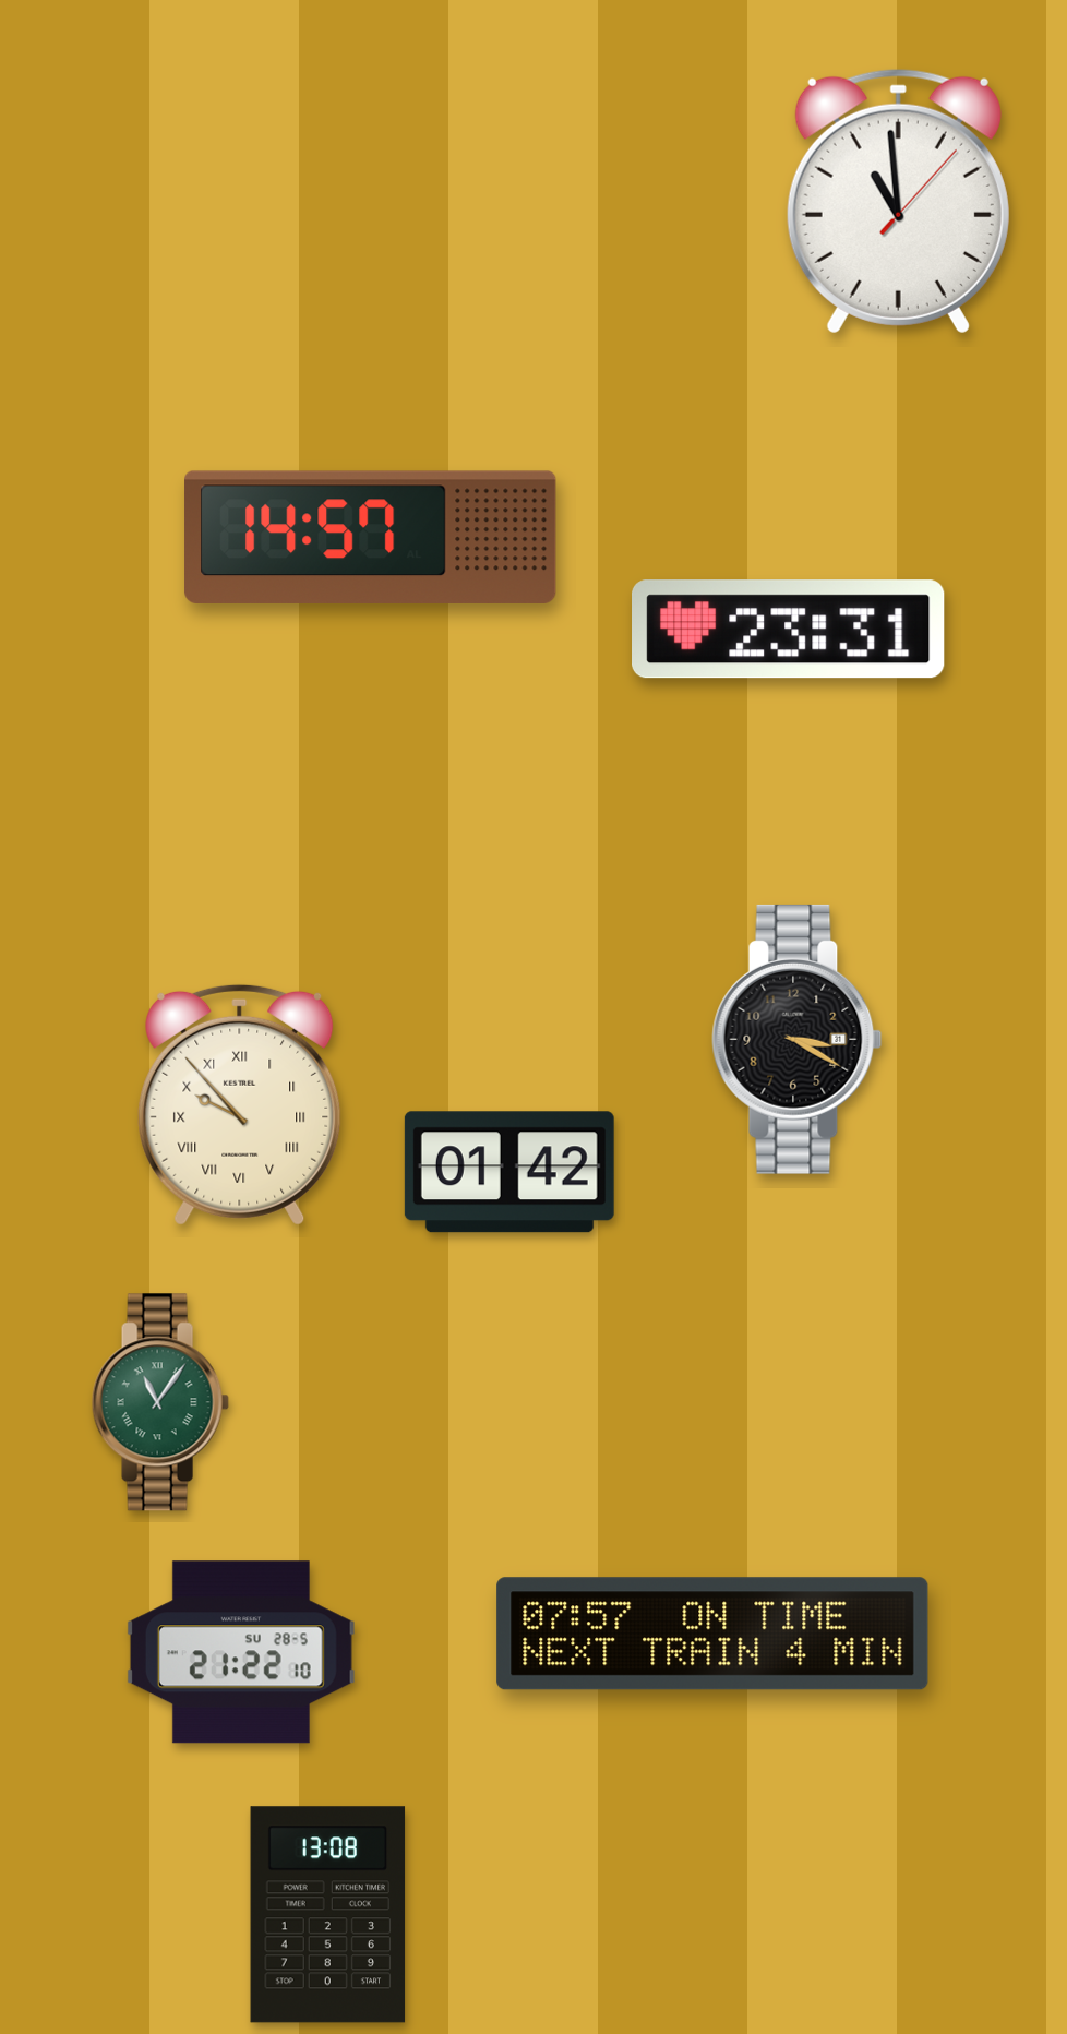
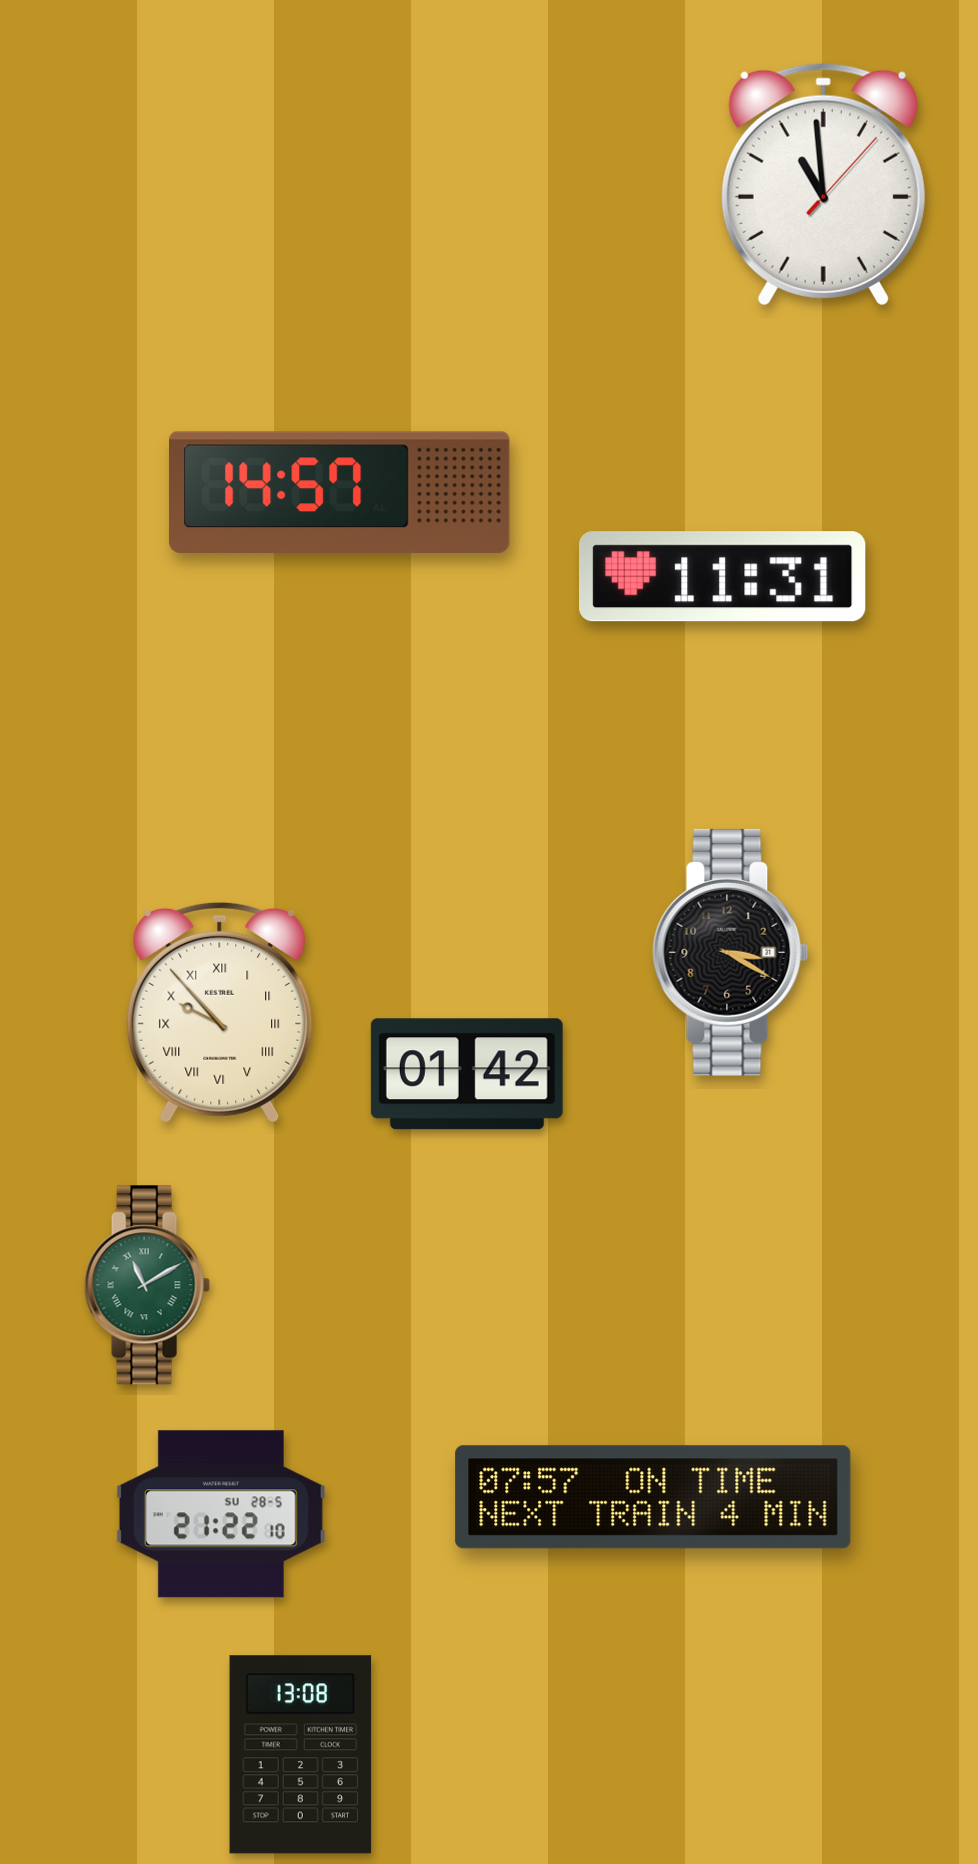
clock at (789, 630): 23:31 -> 11:31
clock at (160, 1402): 11:06 -> 11:10
